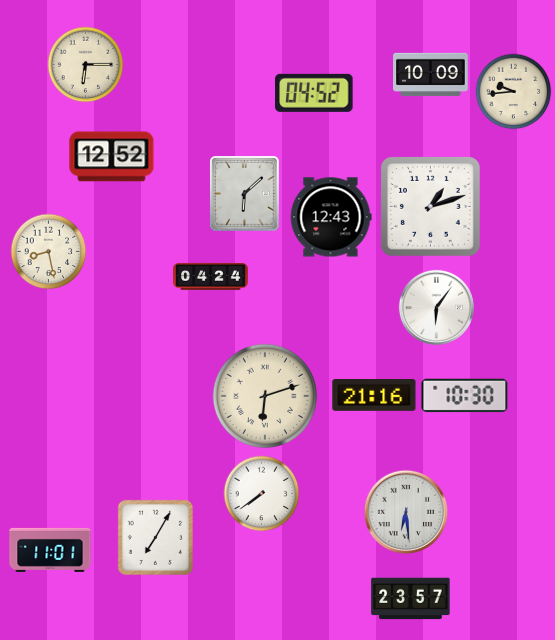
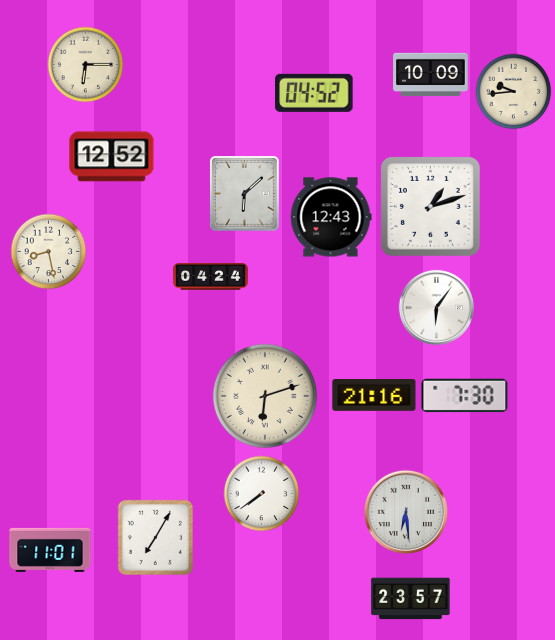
clock at (465, 396): 10:30 -> 7:30
